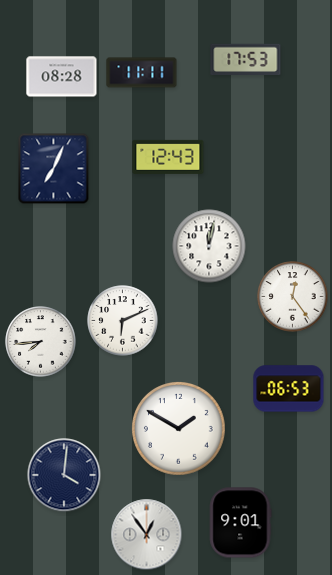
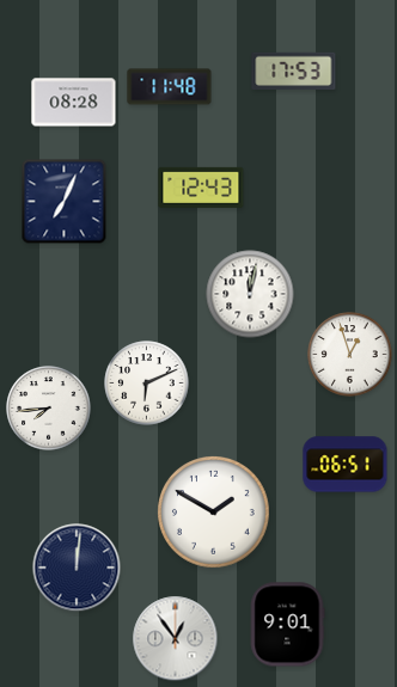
clock at (142, 73): 11:11 -> 11:48
clock at (62, 77) position: (62, 77) -> (74, 103)
clock at (293, 297): 12:24 -> 12:57
clock at (289, 389): 06:53 -> 06:51
clock at (64, 475): 4:01 -> 12:01
